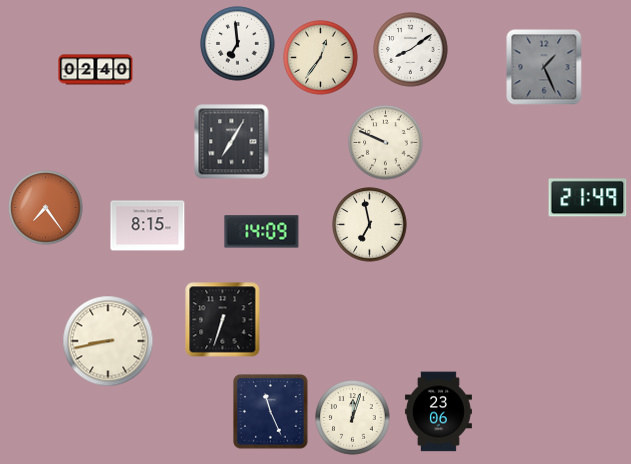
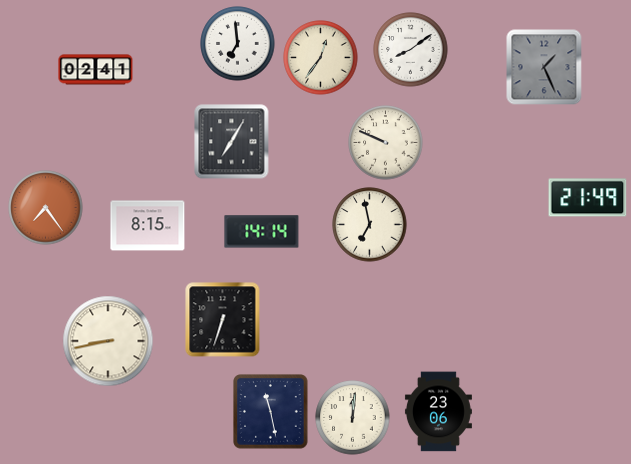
clock at (96, 70): 02:40 -> 02:41
clock at (262, 232): 14:09 -> 14:14
clock at (271, 412): 11:26 -> 11:28
clock at (353, 418): 12:03 -> 12:01
